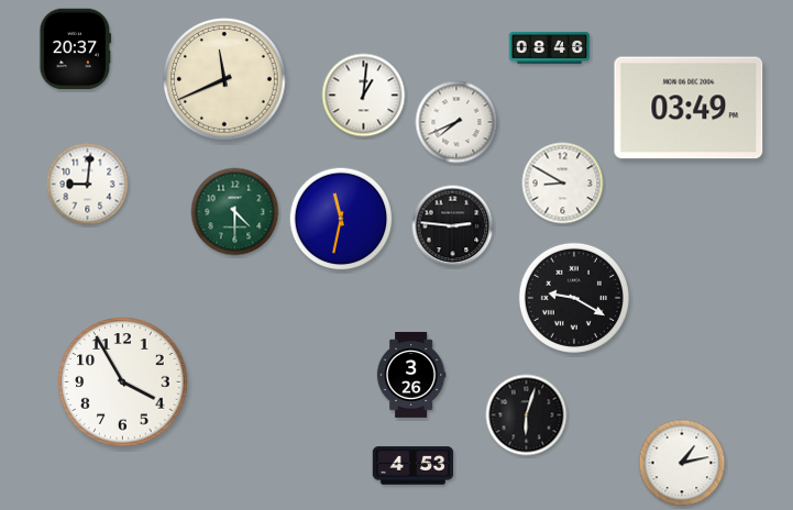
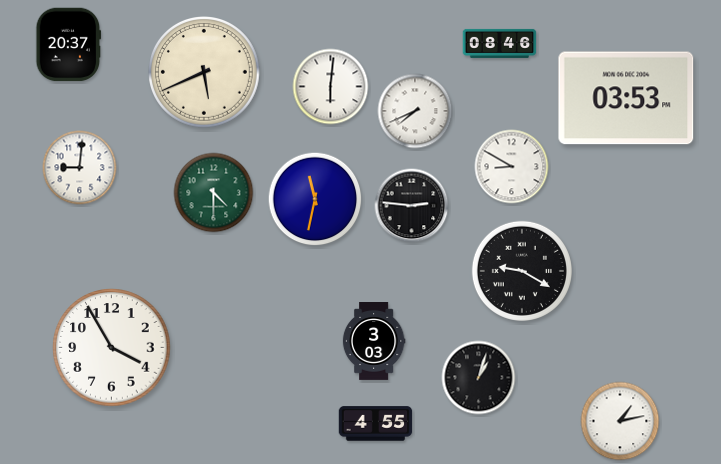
clock at (225, 80): 11:41 -> 5:41
clock at (364, 96): 1:01 -> 6:01
clock at (689, 108): 03:49 -> 03:53
clock at (341, 219) position: (341, 219) -> (315, 199)
clock at (411, 376): 3:26 -> 3:03
clock at (527, 415): 6:03 -> 1:03
clock at (414, 466): 4:53 -> 4:55
